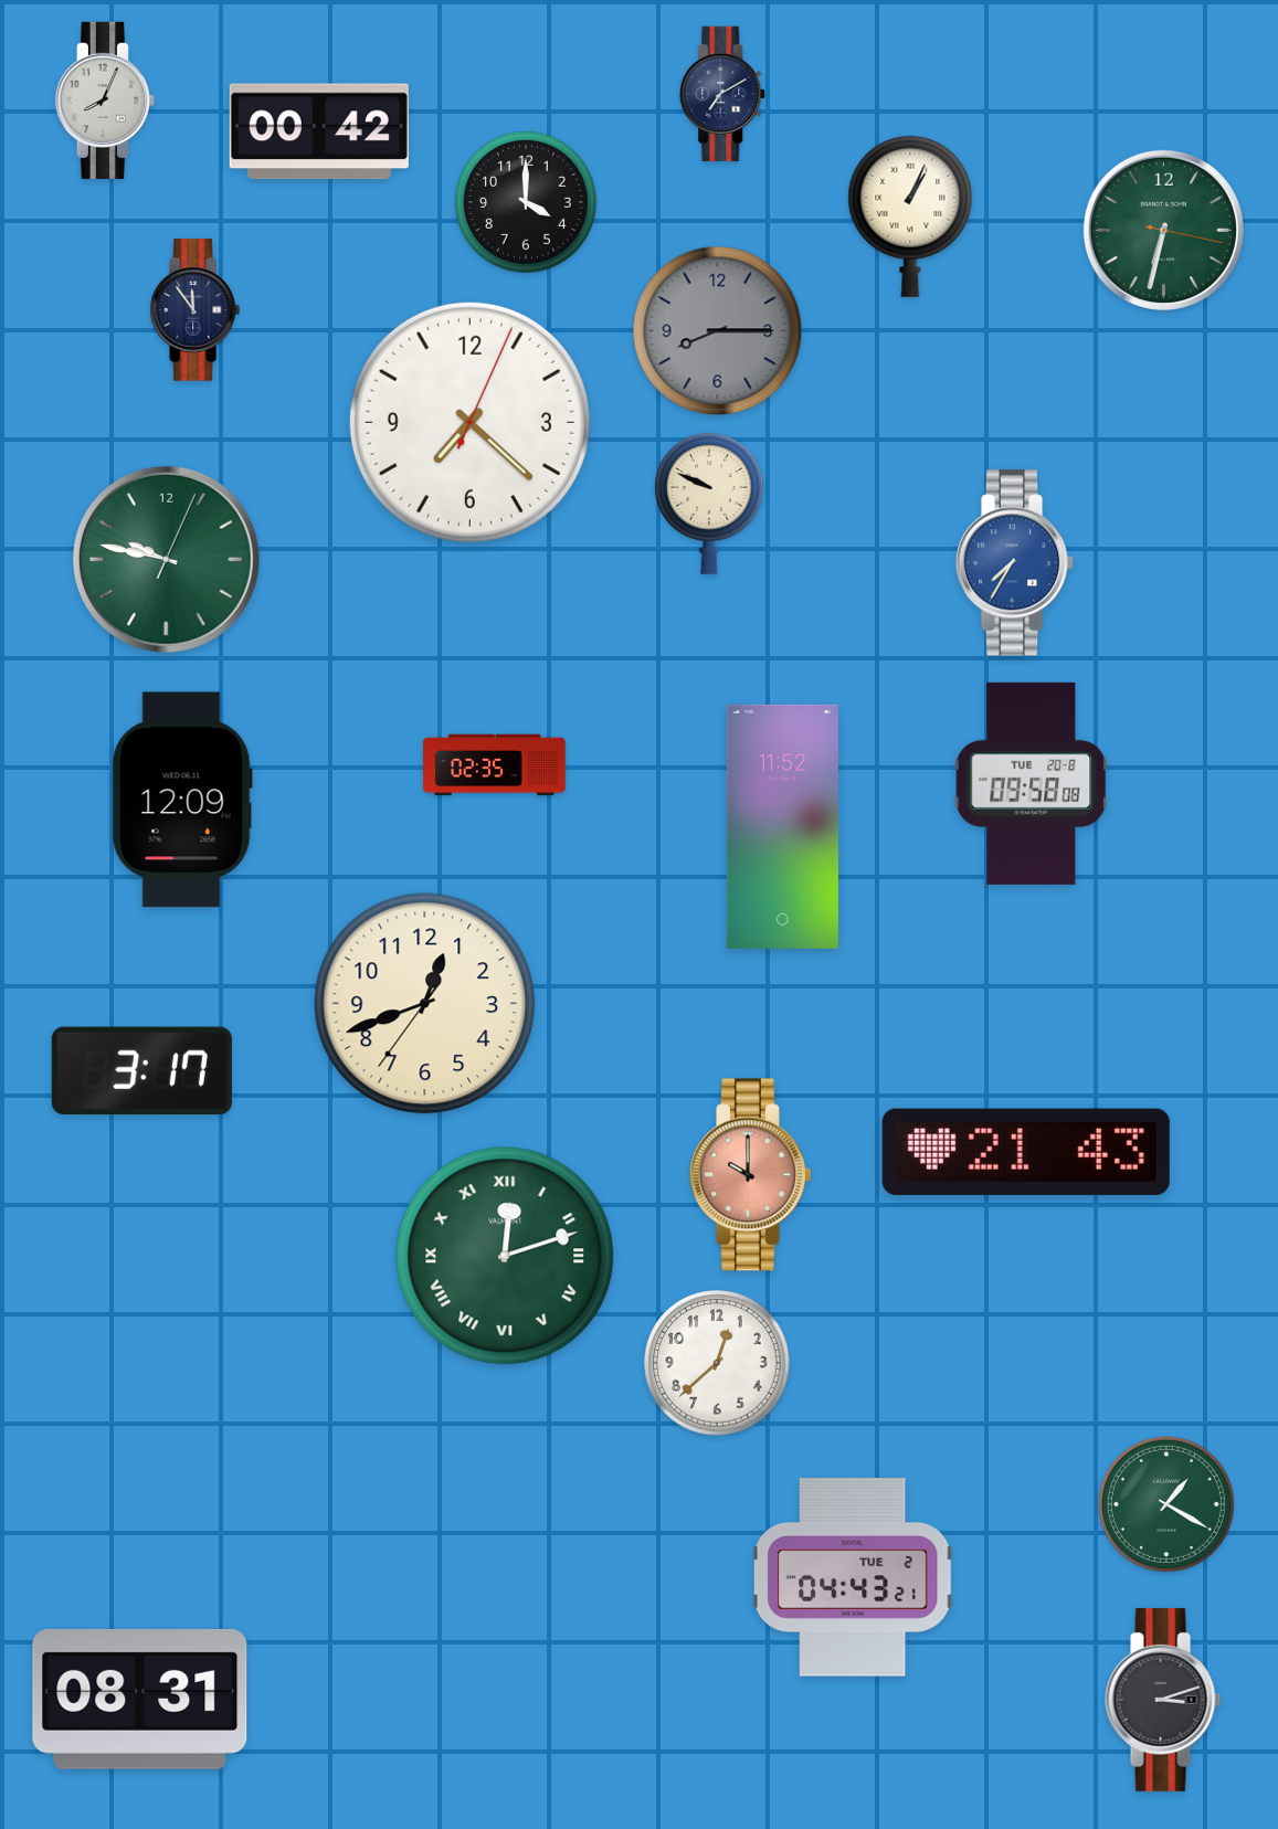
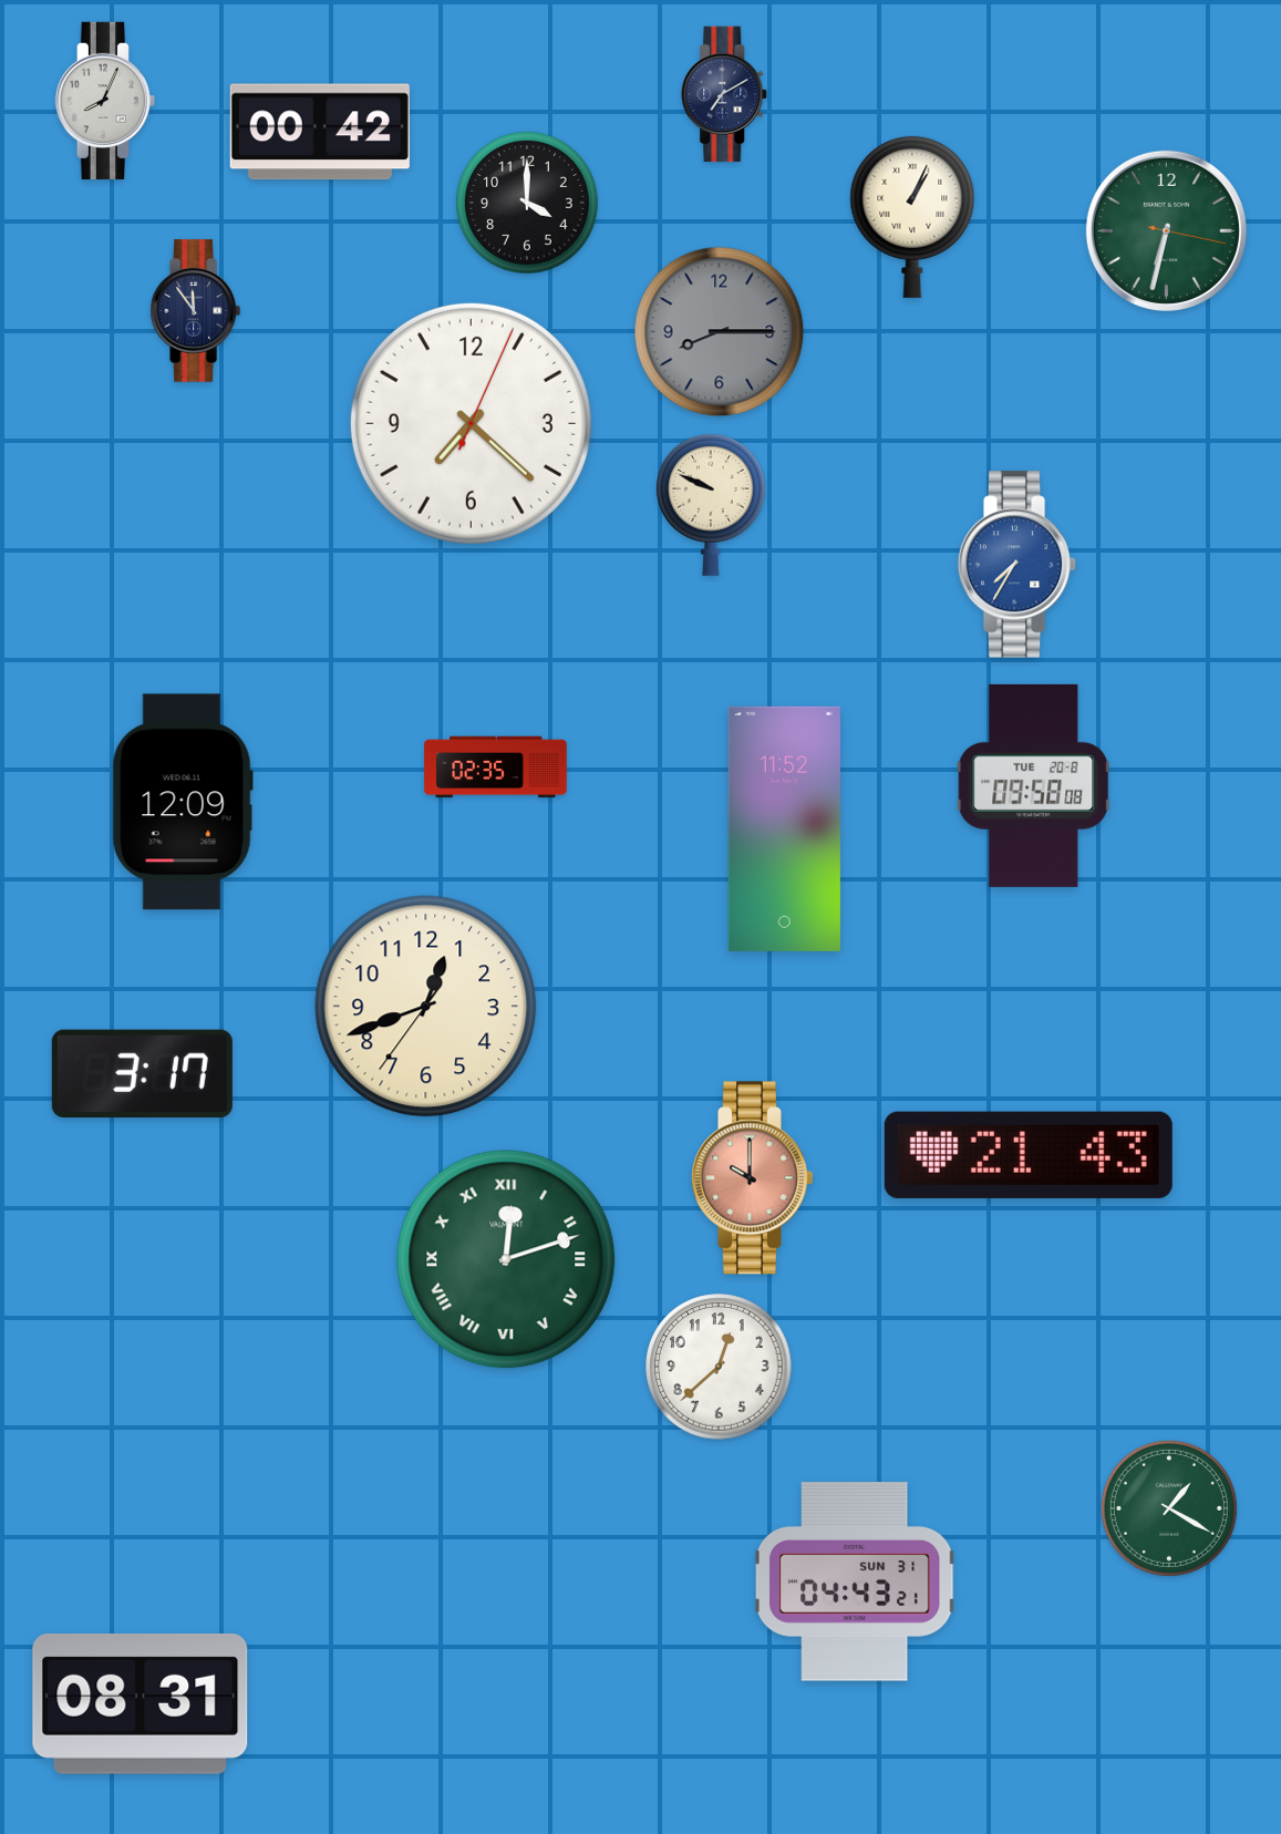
clock at (166, 559): 9:47 -> none
clock at (853, 1577) date: TUE 2 -> SUN 31
clock at (1163, 1700): 3:12 -> none
